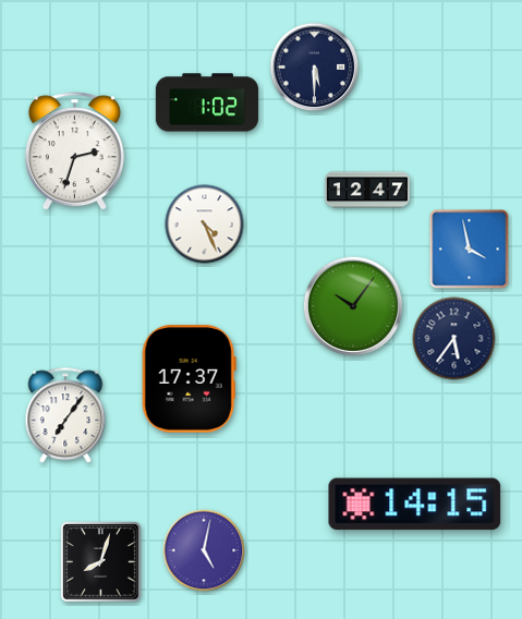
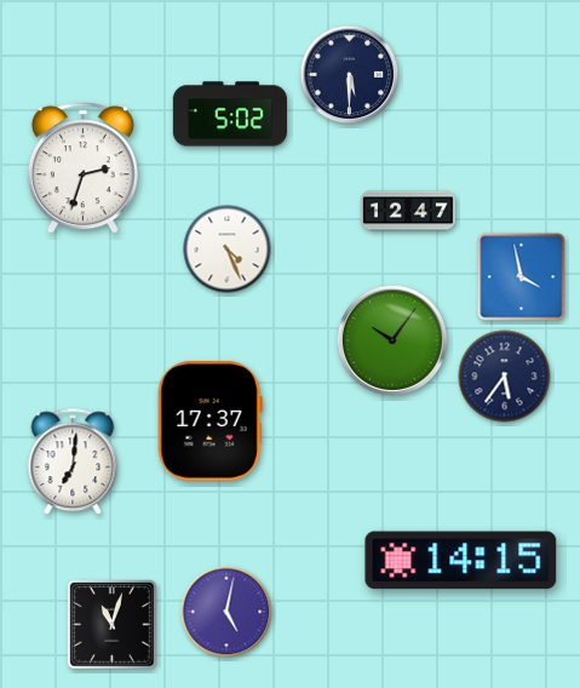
clock at (207, 102): 1:02 -> 5:02
clock at (65, 416): 7:06 -> 7:01
clock at (101, 562): 8:03 -> 11:03
